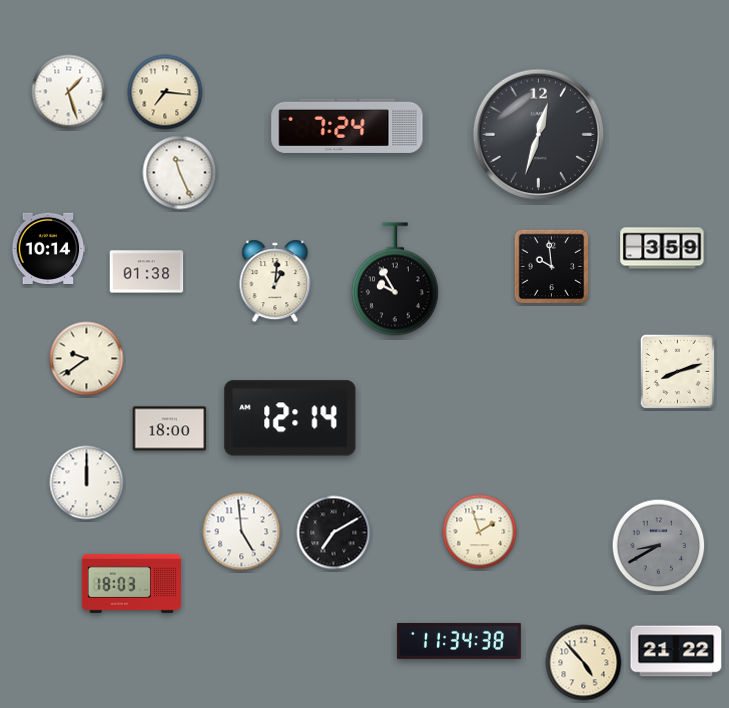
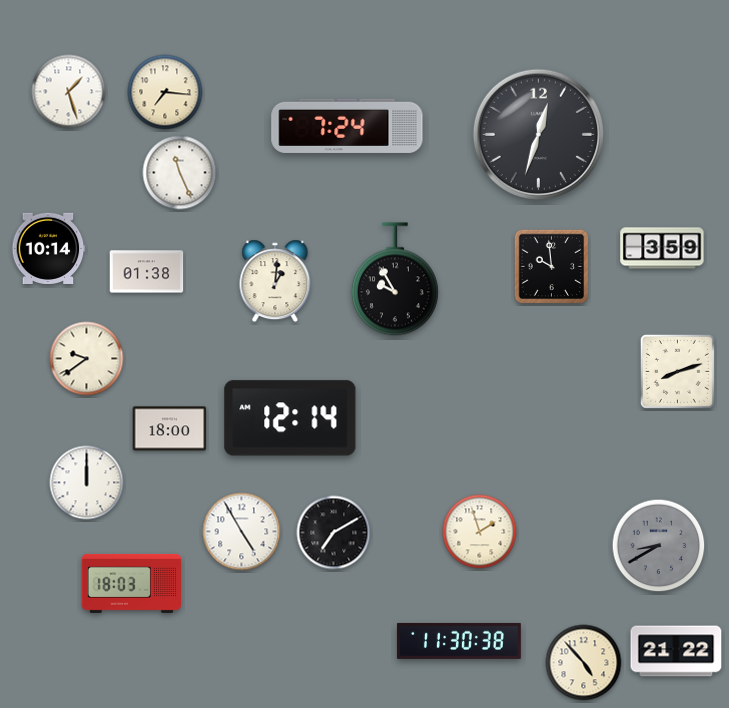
clock at (242, 532): 4:59 -> 4:55
clock at (459, 641): 11:34 -> 11:30
